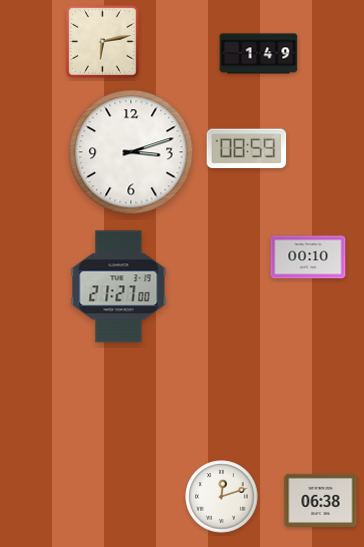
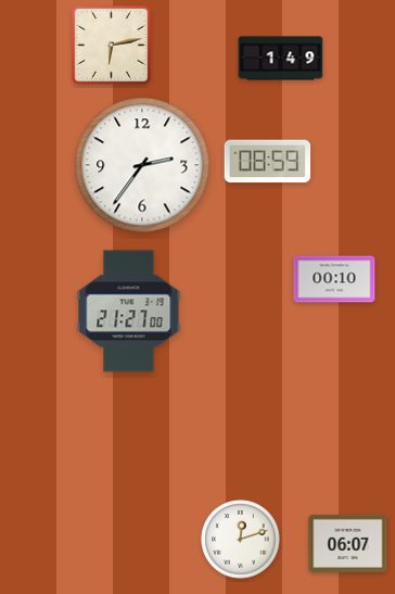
clock at (131, 152): 3:12 -> 2:36
clock at (321, 500): 06:38 -> 06:07
